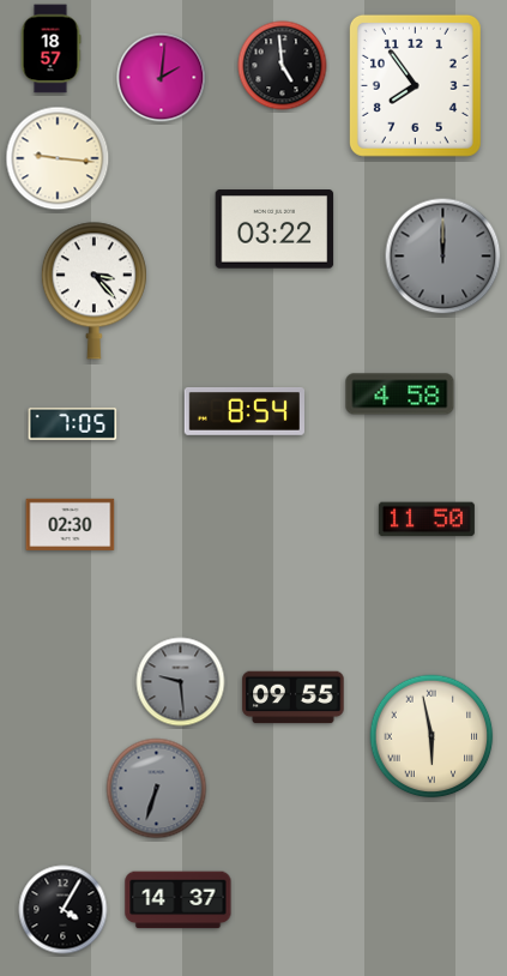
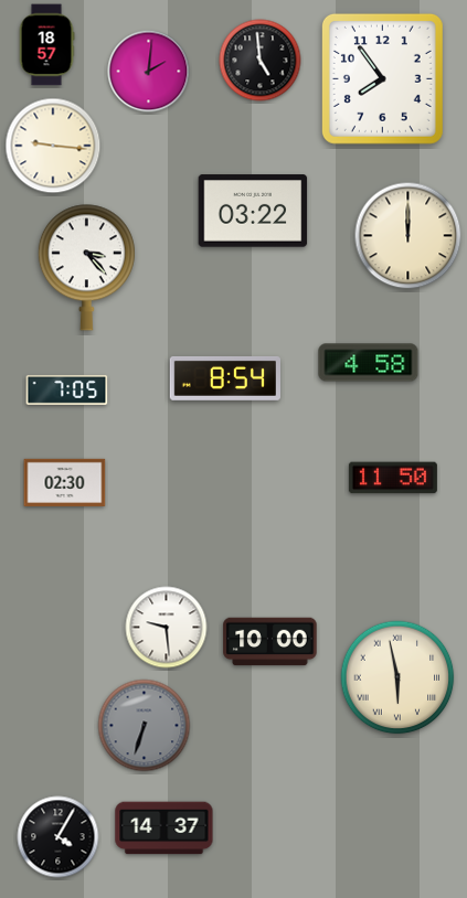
clock at (443, 257) dial: grey -> cream
clock at (181, 682) dial: grey -> white
clock at (294, 698): 09:55 -> 10:00
